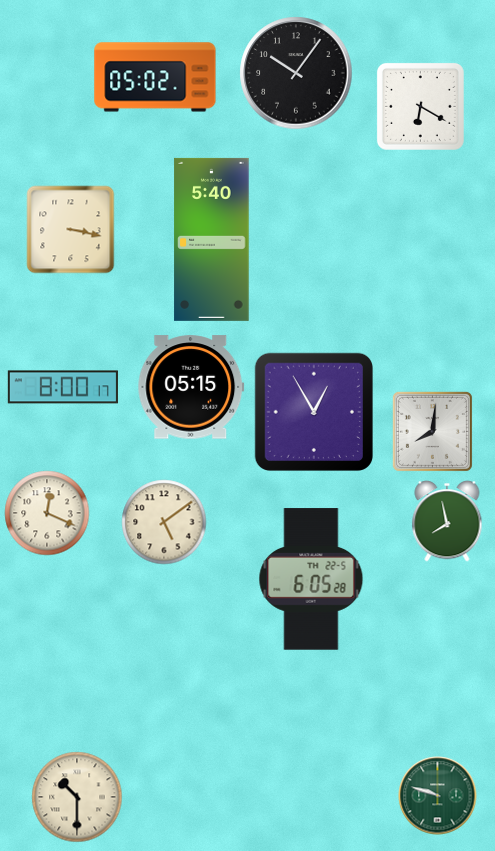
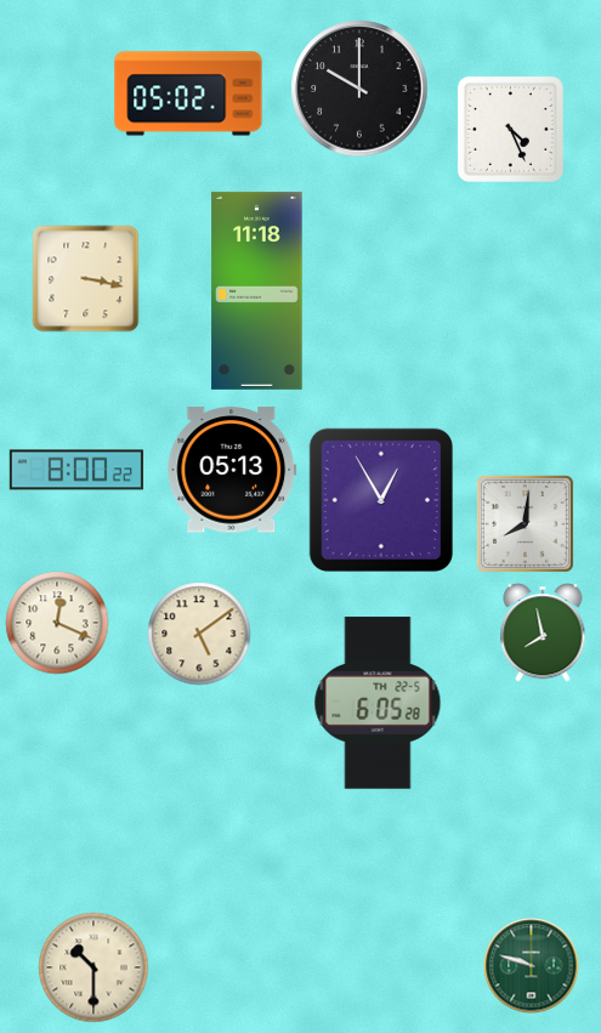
clock at (296, 73): 10:06 -> 10:00
clock at (420, 106): 6:20 -> 4:26
clock at (212, 239): 5:40 -> 11:18
clock at (63, 387): 8:00:17 -> 8:00:22
clock at (191, 387): 05:15 -> 05:13
